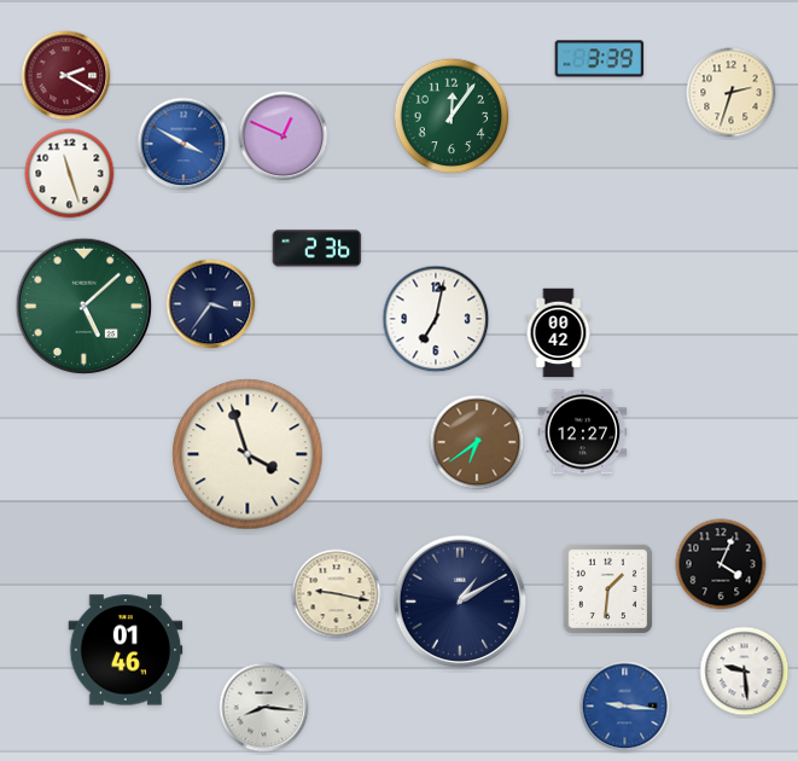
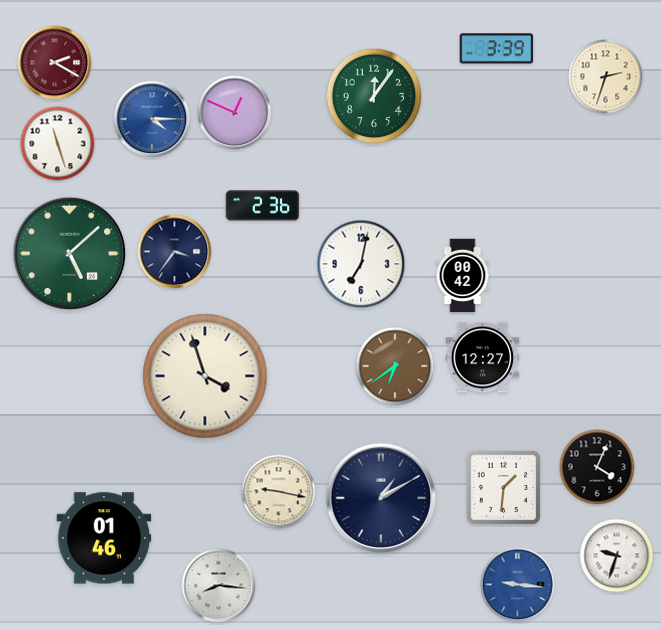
clock at (184, 144): 3:50 -> 4:15
clock at (745, 672): 9:29 -> 9:33
